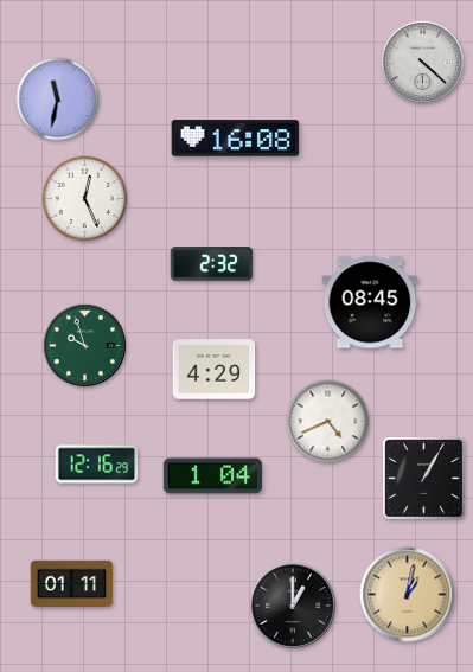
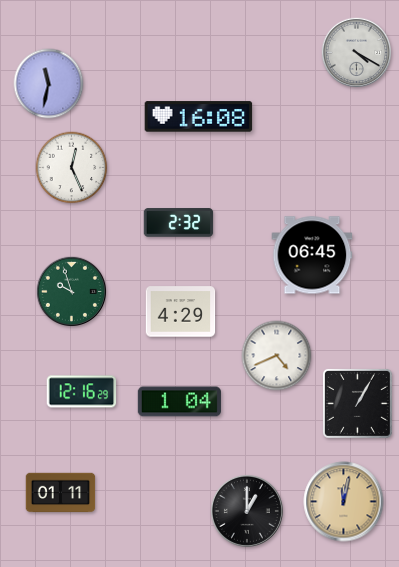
clock at (422, 62): 4:22 -> 4:20
clock at (370, 302): 08:45 -> 06:45
clock at (408, 595): 1:02 -> 12:02
